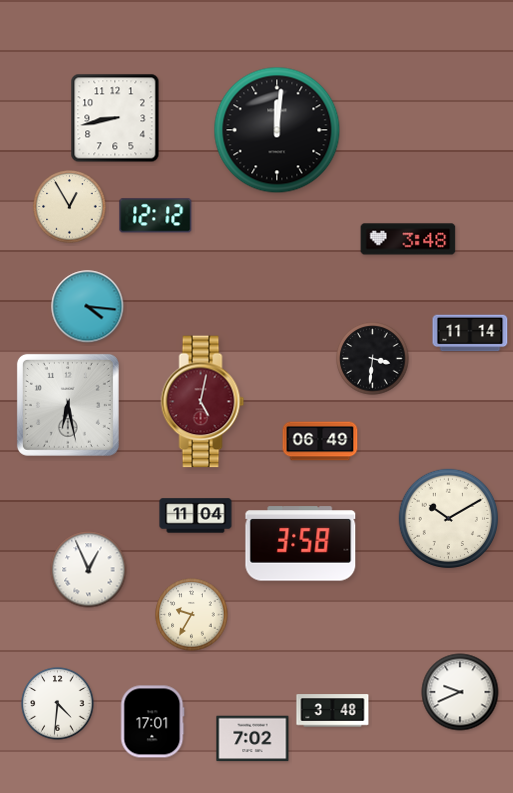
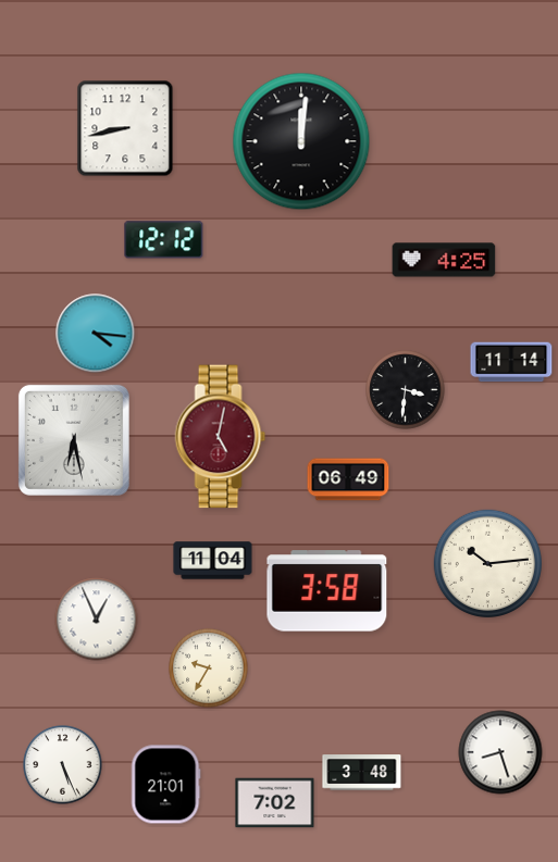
clock at (70, 207): 12:55 -> none
clock at (156, 216) position: (156, 216) -> (164, 240)
clock at (408, 239): 3:48 -> 4:25
clock at (449, 519): 10:10 -> 10:14
clock at (460, 692): 9:41 -> 8:27
clock at (58, 704): 4:31 -> 5:26
clock at (152, 722): 17:01 -> 21:01
